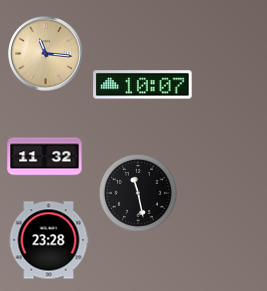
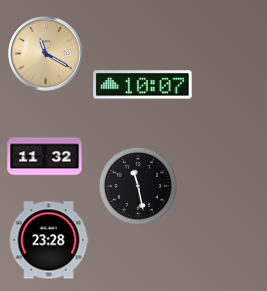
clock at (46, 54): 11:16 -> 11:20
clock at (138, 193) position: (138, 193) -> (138, 186)
